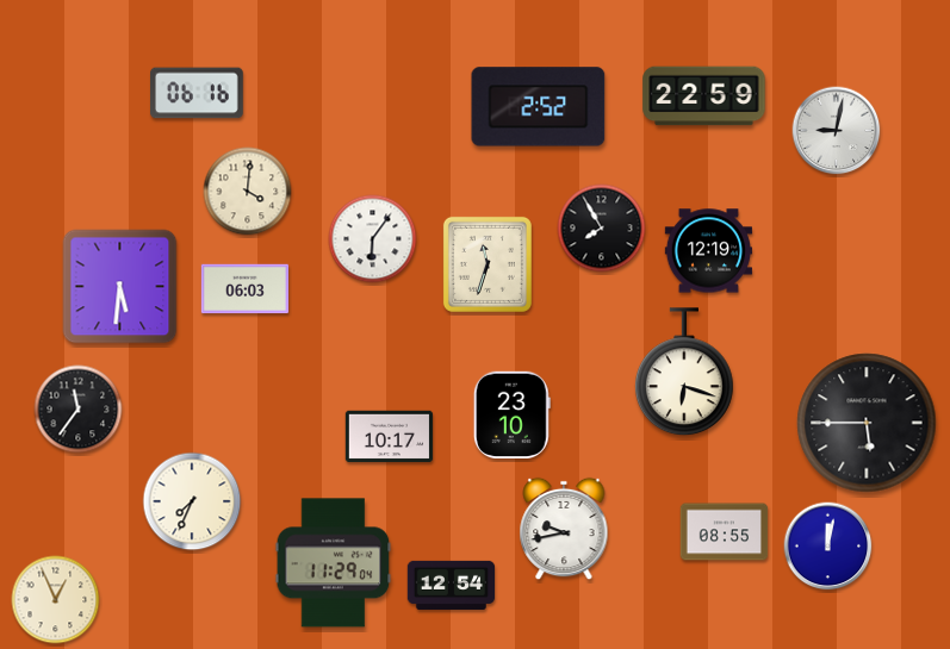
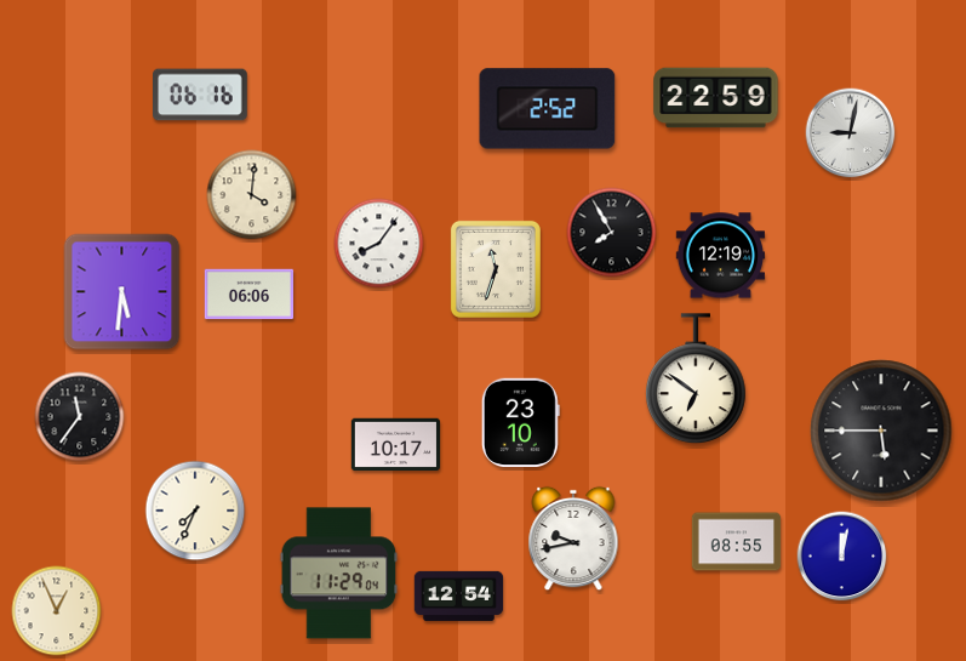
clock at (373, 239): 6:06 -> 8:06
clock at (246, 289): 06:03 -> 06:06
clock at (685, 373): 6:18 -> 6:51
